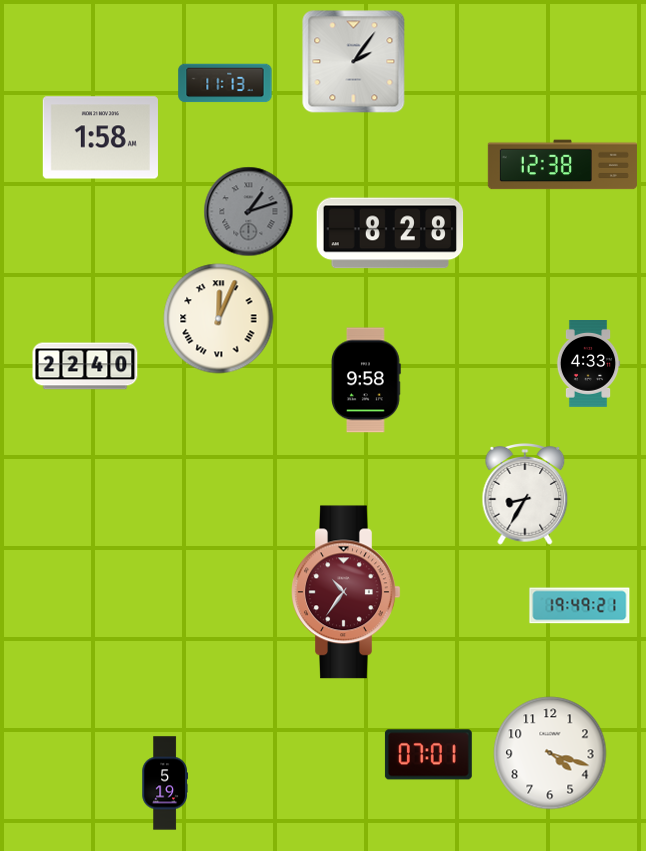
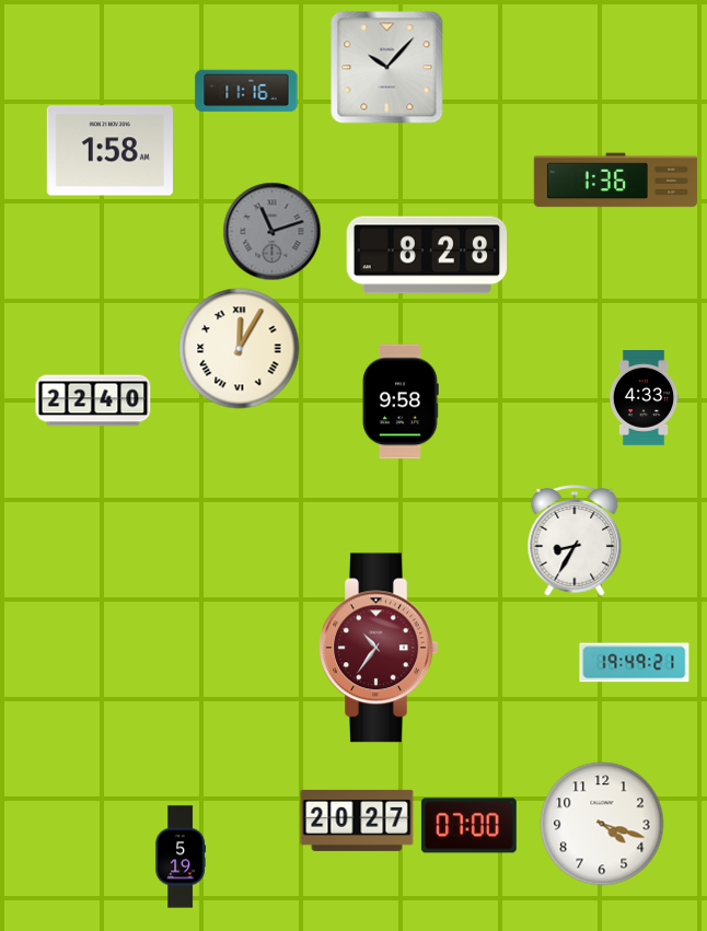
clock at (354, 62): 2:06 -> 10:07
clock at (225, 83): 11:13 -> 11:16
clock at (562, 165): 12:38 -> 1:36
clock at (249, 212): 1:12 -> 11:12
clock at (219, 319): 12:04 -> 12:05
clock at (366, 380) position: (366, 380) -> (401, 402)
clock at (357, 821): none -> 20:27
clock at (428, 755): 07:01 -> 07:00
